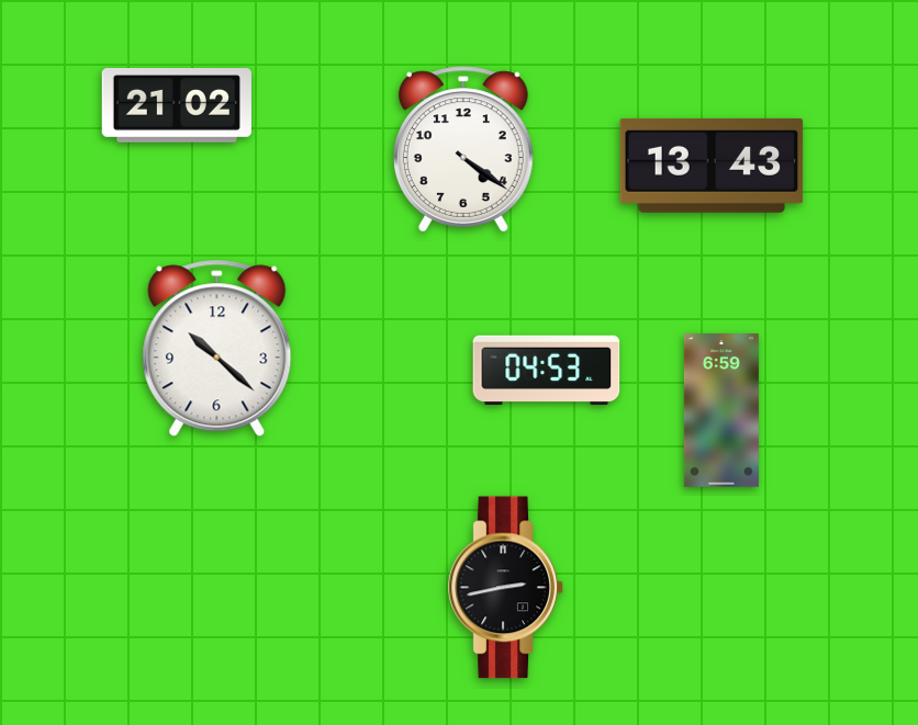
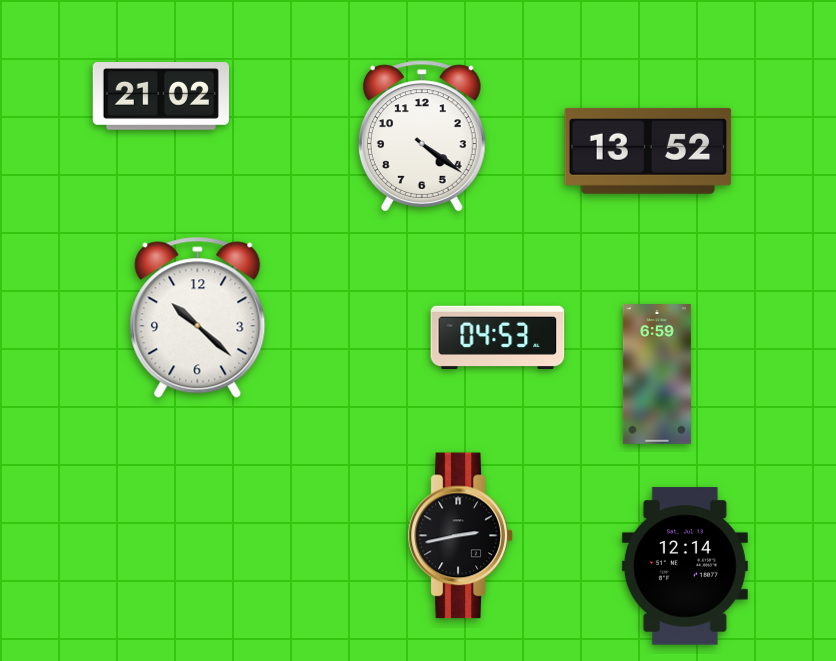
clock at (712, 166): 13:43 -> 13:52
clock at (685, 566): none -> 12:14
